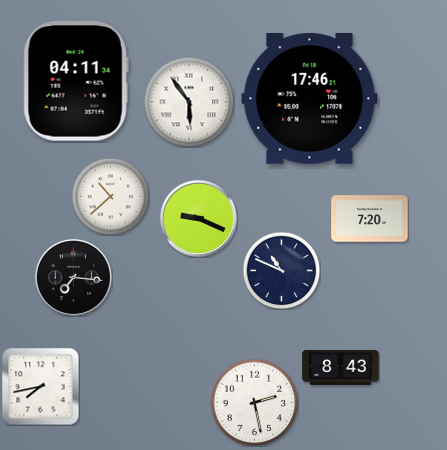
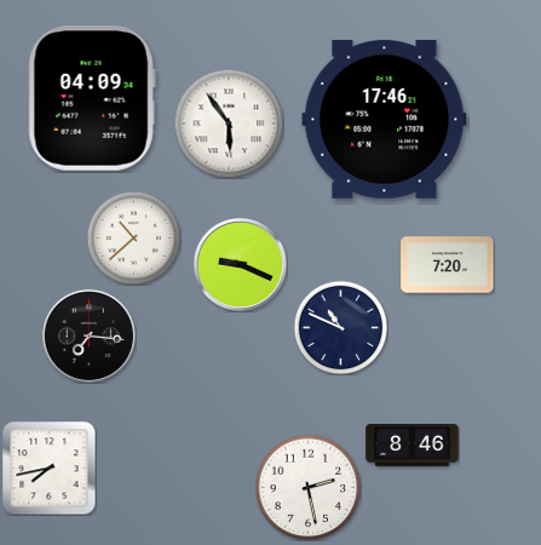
clock at (76, 81): 04:11 -> 04:09
clock at (310, 98) position: (310, 98) -> (385, 119)
clock at (341, 367): 8:43 -> 8:46
